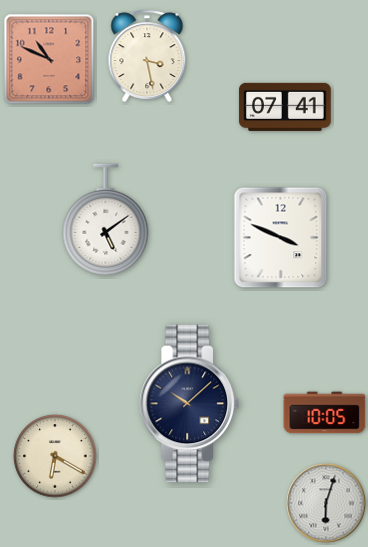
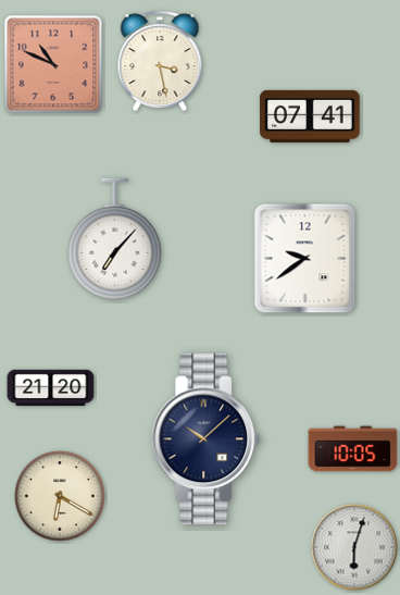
clock at (106, 220): 5:09 -> 7:07
clock at (281, 238): 3:49 -> 9:39
clock at (51, 388): none -> 21:20
